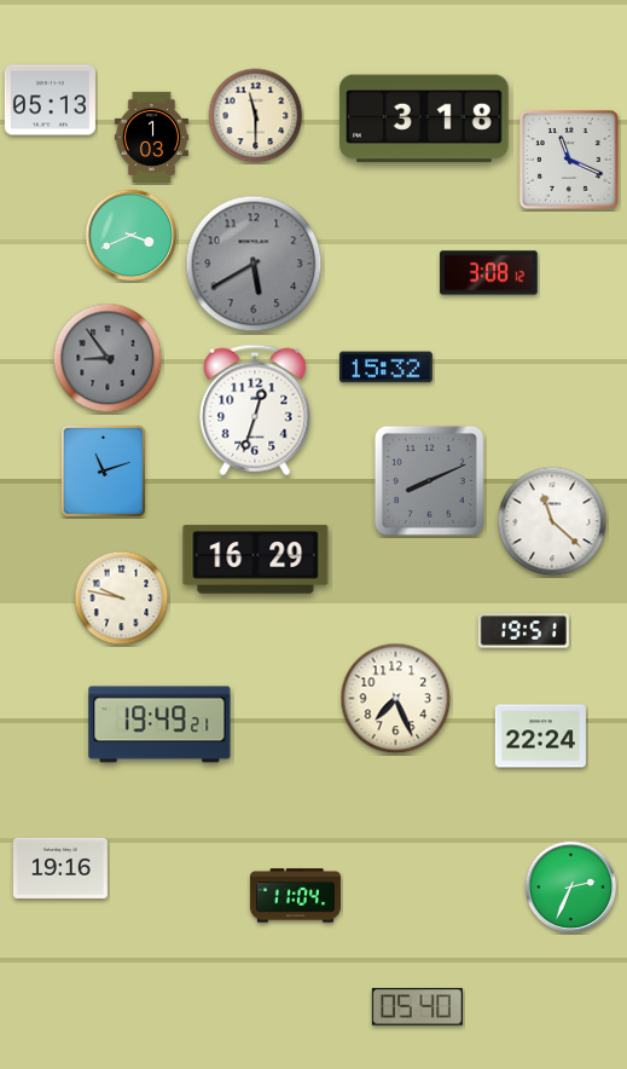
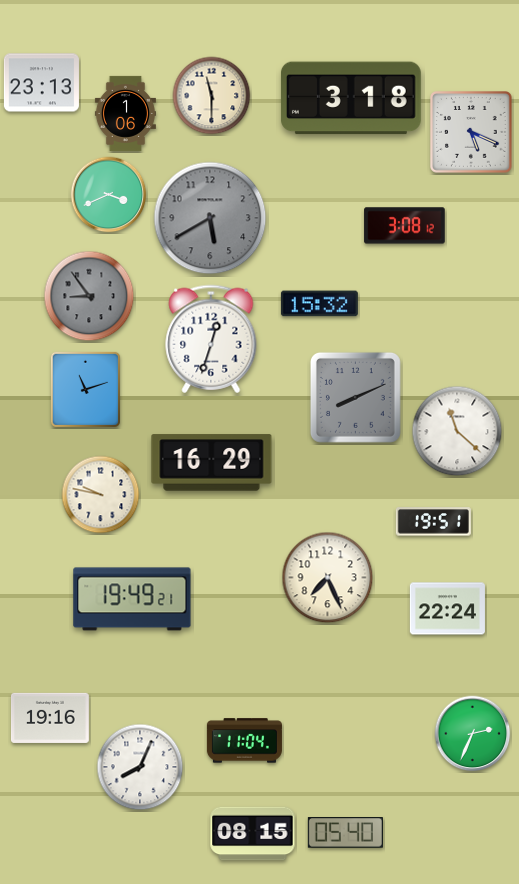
clock at (50, 100): 05:13 -> 23:13
clock at (151, 137): 1:03 -> 1:06
clock at (570, 161): 11:19 -> 5:19
clock at (140, 767): none -> 8:04
clock at (253, 834): none -> 08:15
